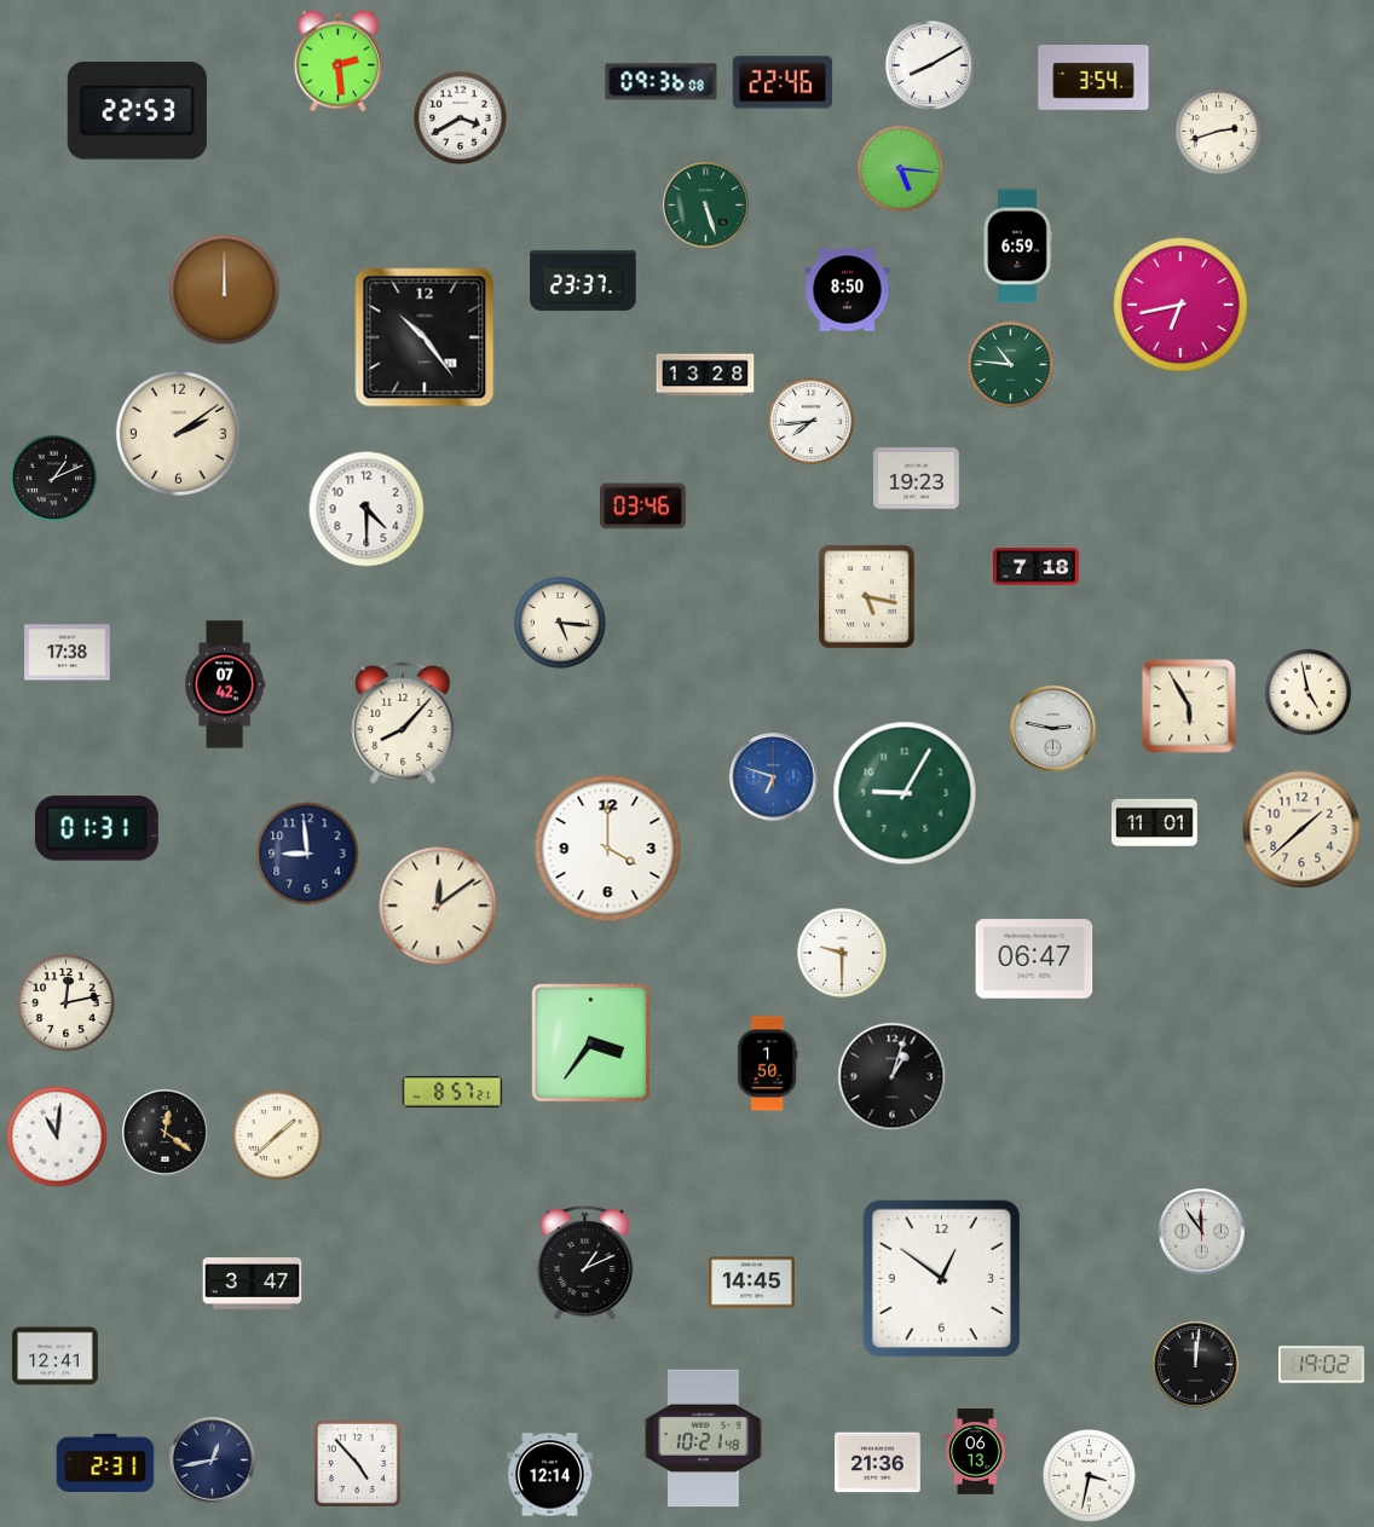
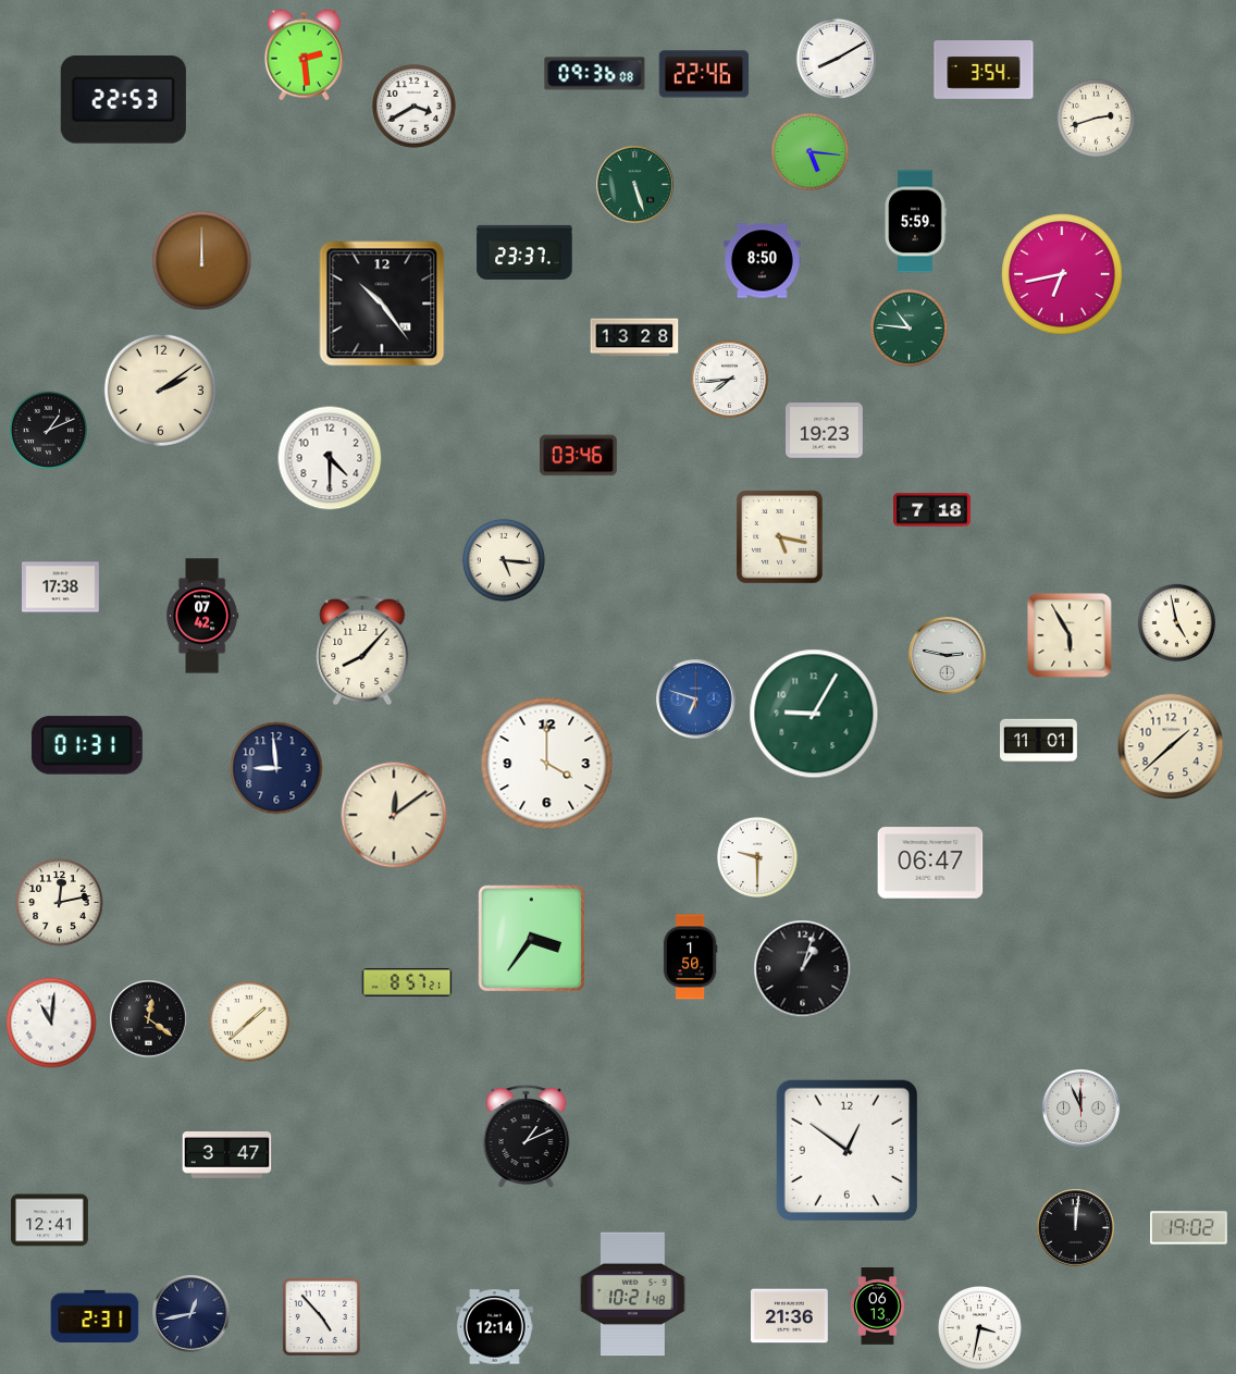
clock at (1017, 247): 6:59 -> 5:59
clock at (1202, 1232): 11:54 -> 11:56
clock at (752, 1283): 14:45 -> none
